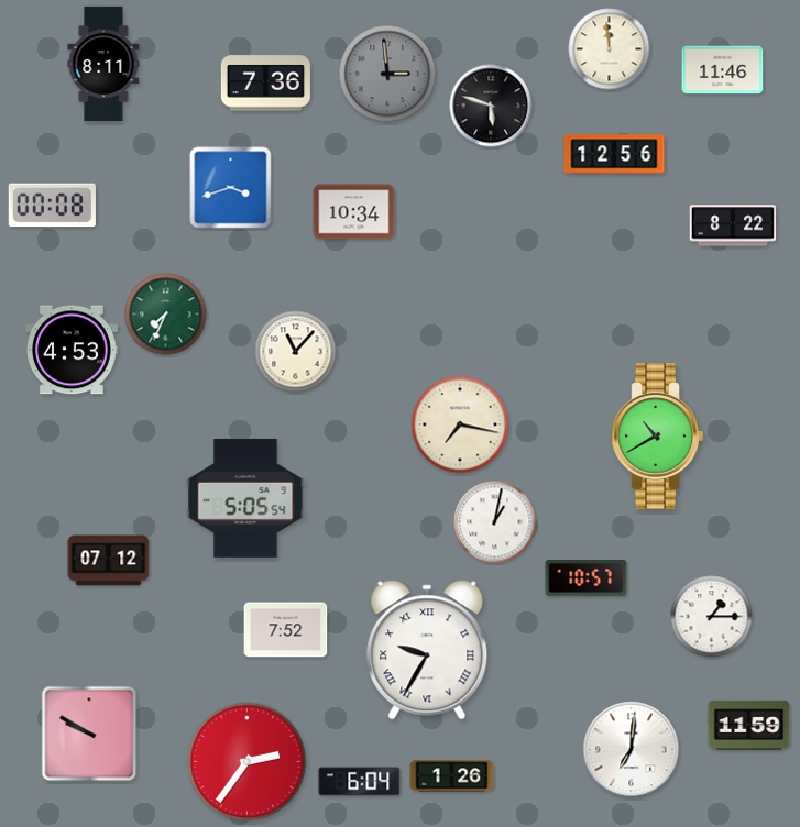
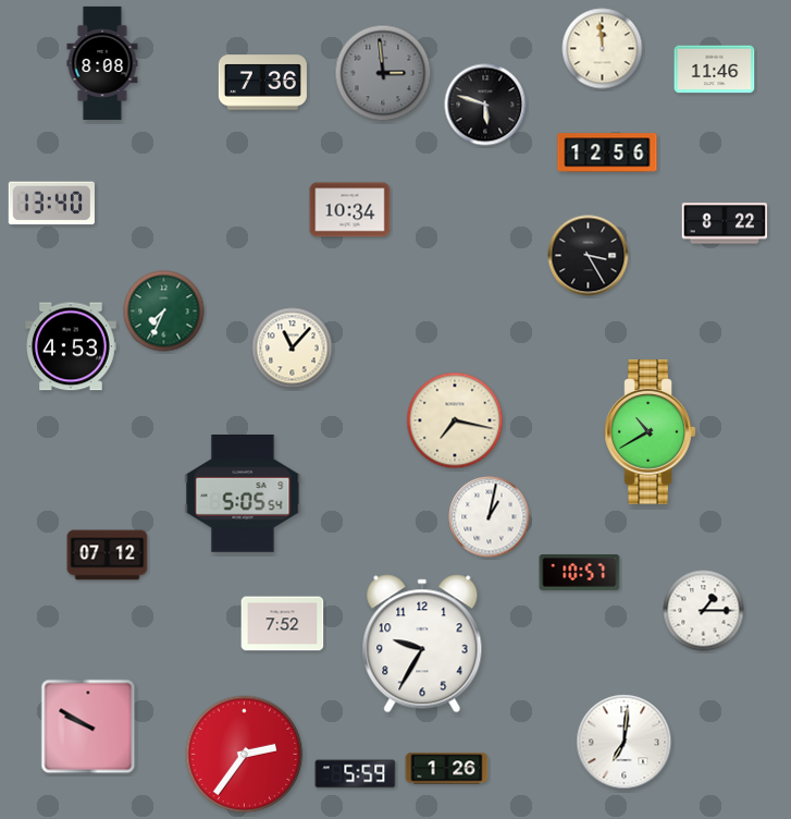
clock at (103, 64): 8:11 -> 8:08
clock at (231, 188): 3:42 -> none
clock at (52, 206): 00:08 -> 13:40
clock at (589, 256): none -> 3:25
clock at (427, 650) numerals: Roman -> Arabic
clock at (749, 725): 11:59 -> none
clock at (360, 782): 6:04 -> 5:59
